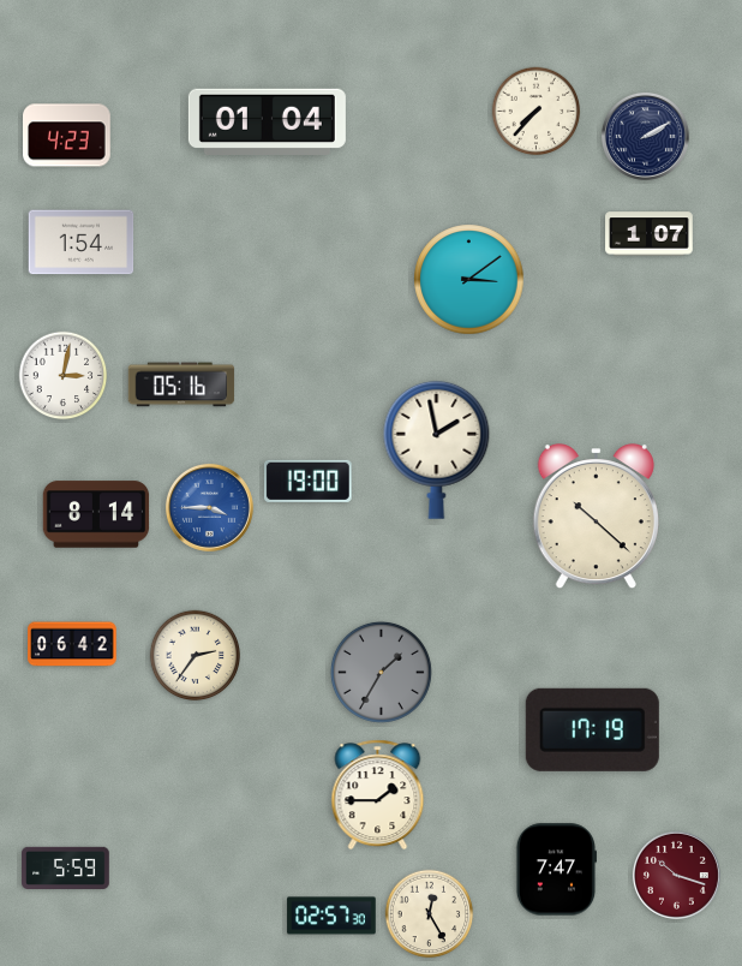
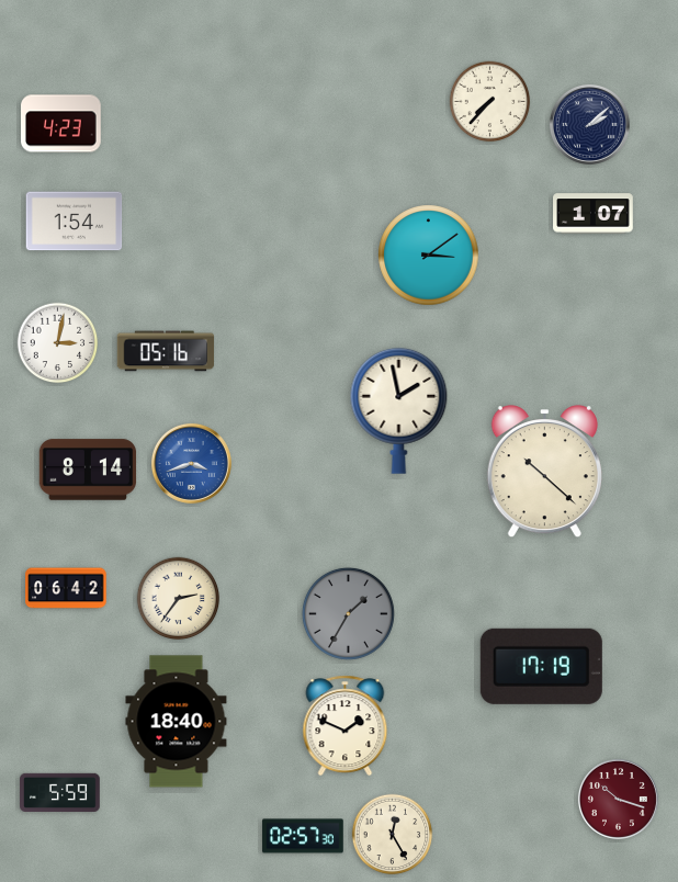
clock at (267, 123): 01:04 -> none
clock at (645, 136): 2:10 -> 2:08
clock at (307, 481): 19:00 -> none
clock at (209, 507): 3:45 -> 3:42
clock at (177, 722): none -> 18:40
clock at (378, 795): 1:45 -> 1:49
clock at (555, 870): 7:47 -> none
